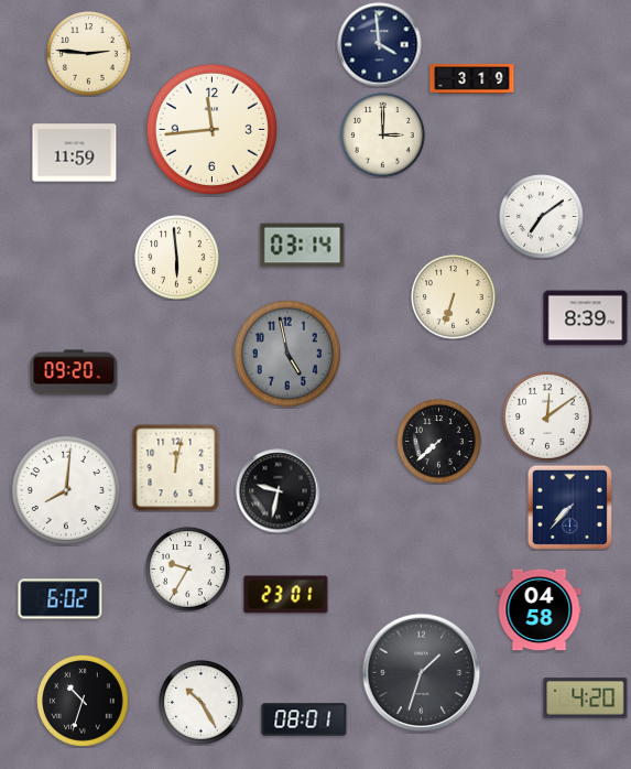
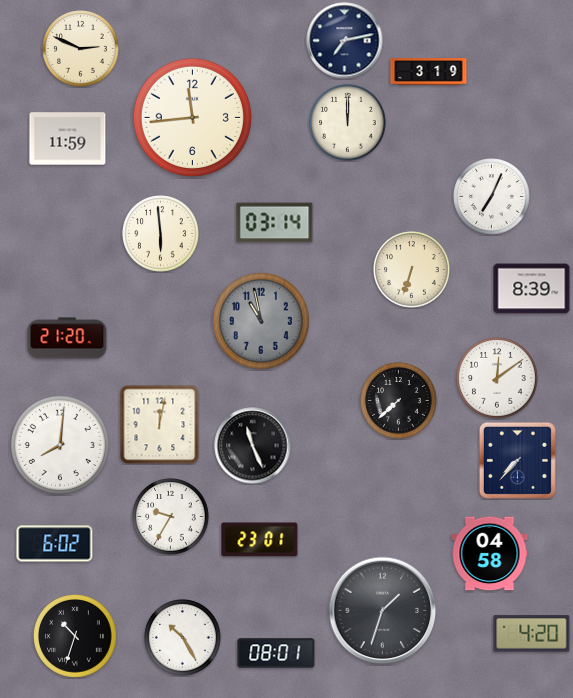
clock at (380, 45): 3:59 -> 7:13
clock at (89, 54): 2:46 -> 2:49
clock at (383, 136): 3:00 -> 12:00
clock at (542, 217): 7:09 -> 7:04
clock at (287, 354): 4:58 -> 10:58
clock at (74, 372): 09:20 -> 21:20
clock at (279, 491): 9:32 -> 11:26
